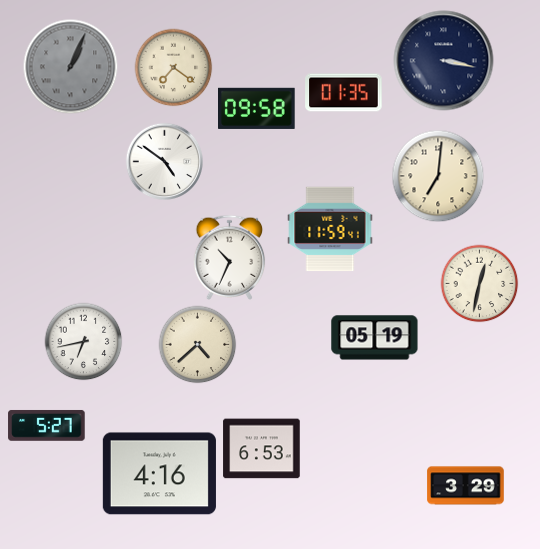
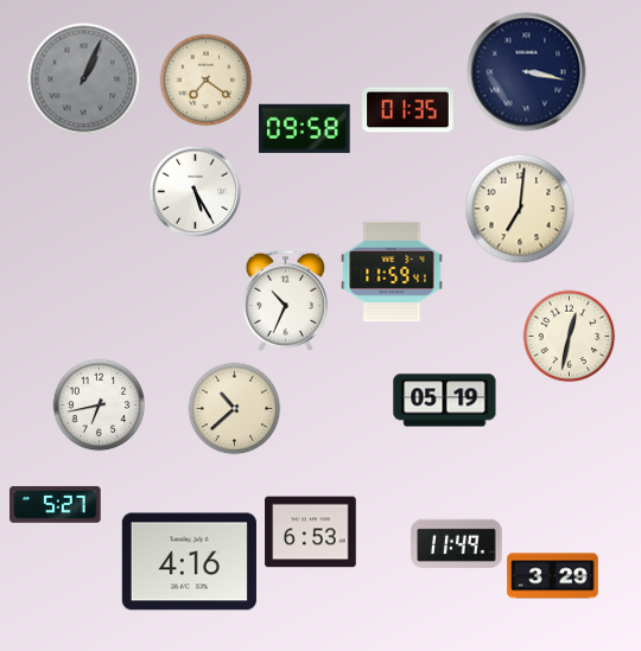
clock at (164, 161): 4:51 -> 5:25
clock at (230, 257) position: (230, 257) -> (286, 300)
clock at (197, 344): 4:38 -> 10:38
clock at (457, 543): none -> 11:49
